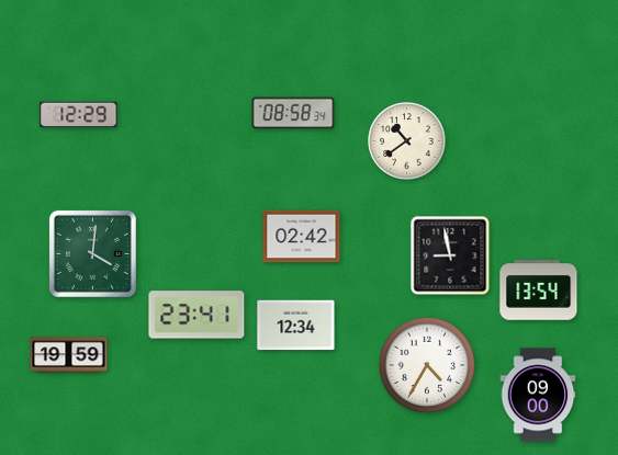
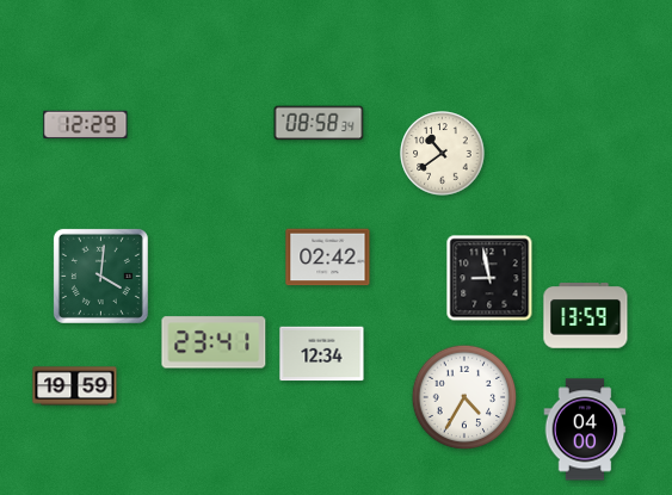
clock at (539, 291): 13:54 -> 13:59
clock at (538, 395): 09:00 -> 04:00
